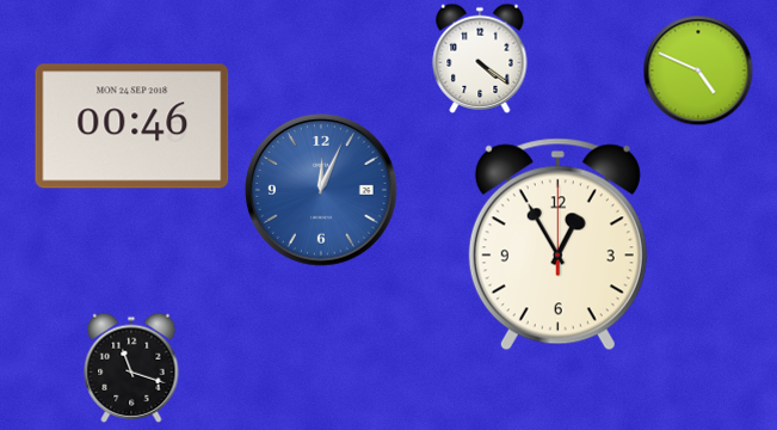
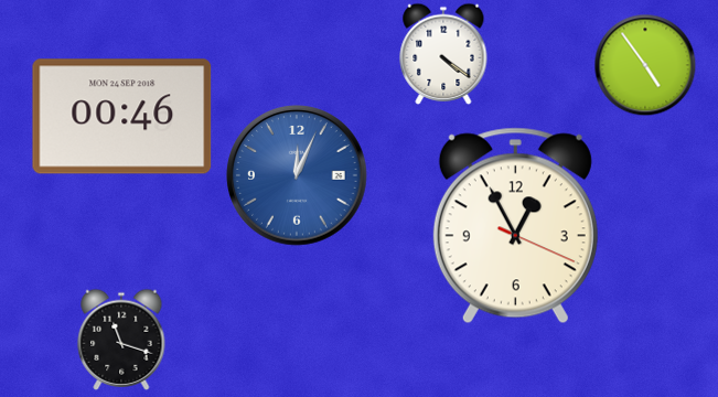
clock at (698, 70): 4:49 -> 4:54
clock at (557, 245): 12:55:00 -> 12:55:19
